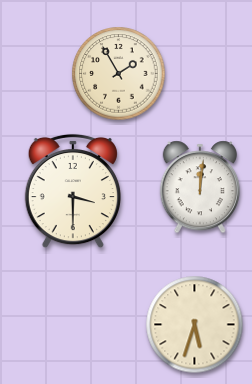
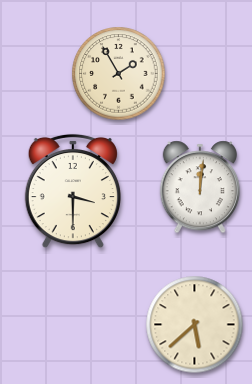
clock at (195, 325): 5:33 -> 5:38
